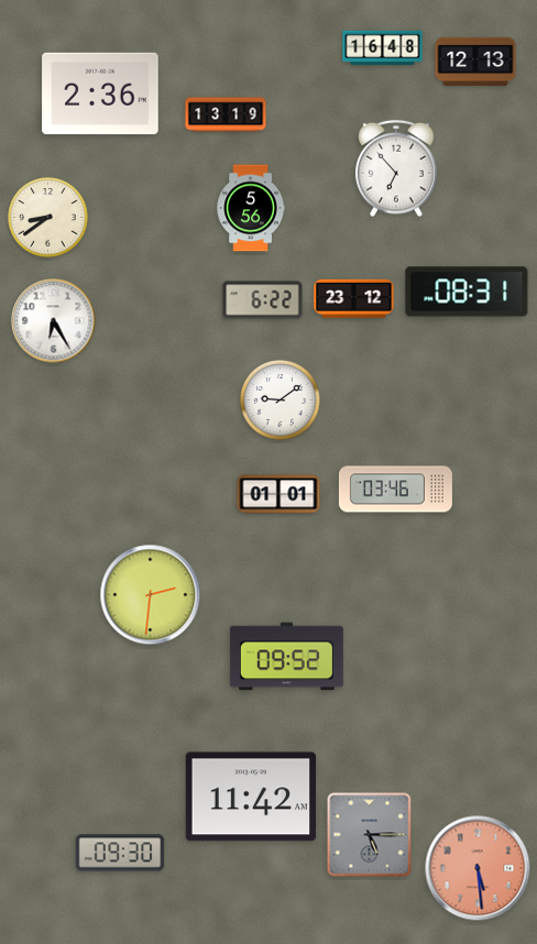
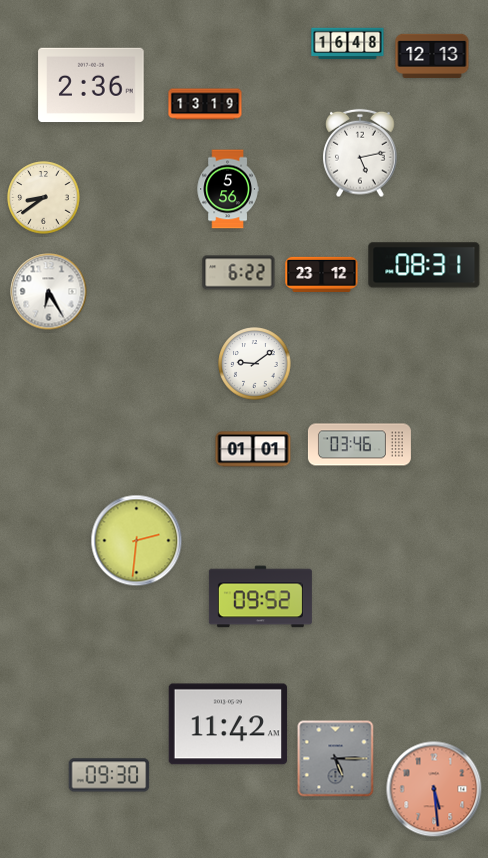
clock at (396, 168): 6:53 -> 5:13
clock at (354, 298) position: (354, 298) -> (322, 274)
